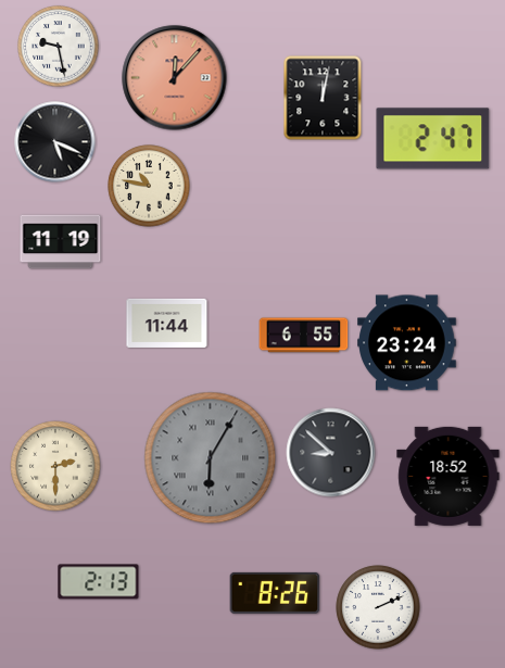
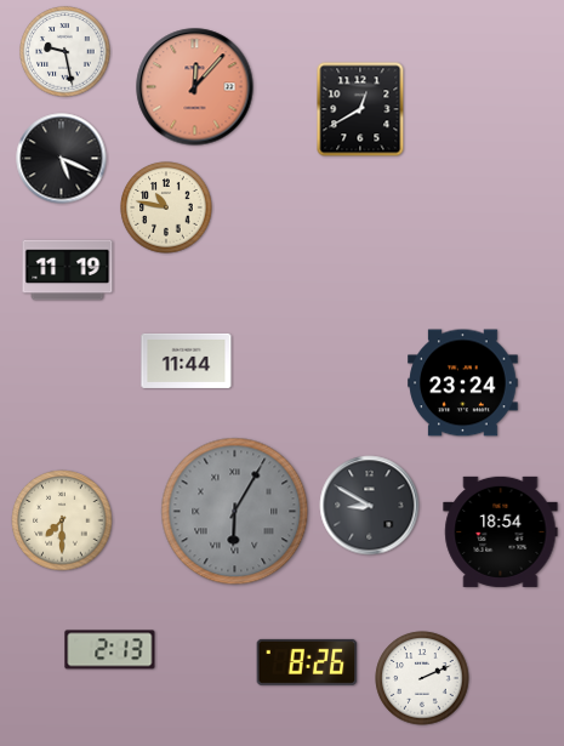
clock at (323, 98): 12:02 -> 12:40
clock at (433, 139): 2:47 -> none
clock at (304, 336): 6:55 -> none
clock at (407, 343) position: (407, 343) -> (463, 383)
clock at (331, 453): 8:52 -> 8:50
clock at (55, 466): 2:30 -> 7:30
clock at (449, 476): 18:52 -> 18:54
